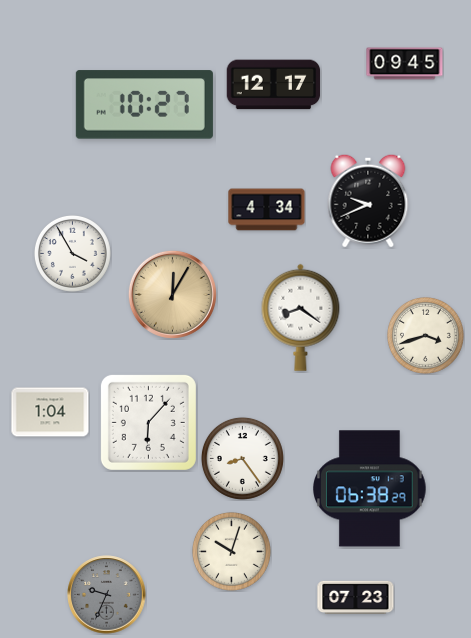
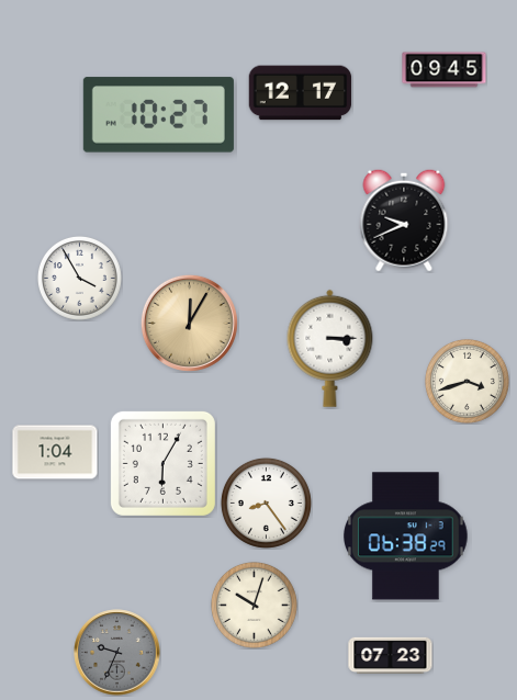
clock at (267, 210): 4:34 -> none
clock at (301, 317): 8:21 -> 3:15
clock at (425, 335) position: (425, 335) -> (467, 381)
clock at (148, 422): 6:07 -> 6:05
